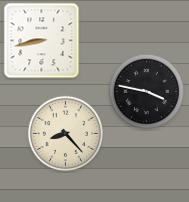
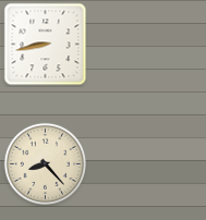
clock at (146, 91): 3:47 -> none
clock at (65, 133) position: (65, 133) -> (45, 163)
